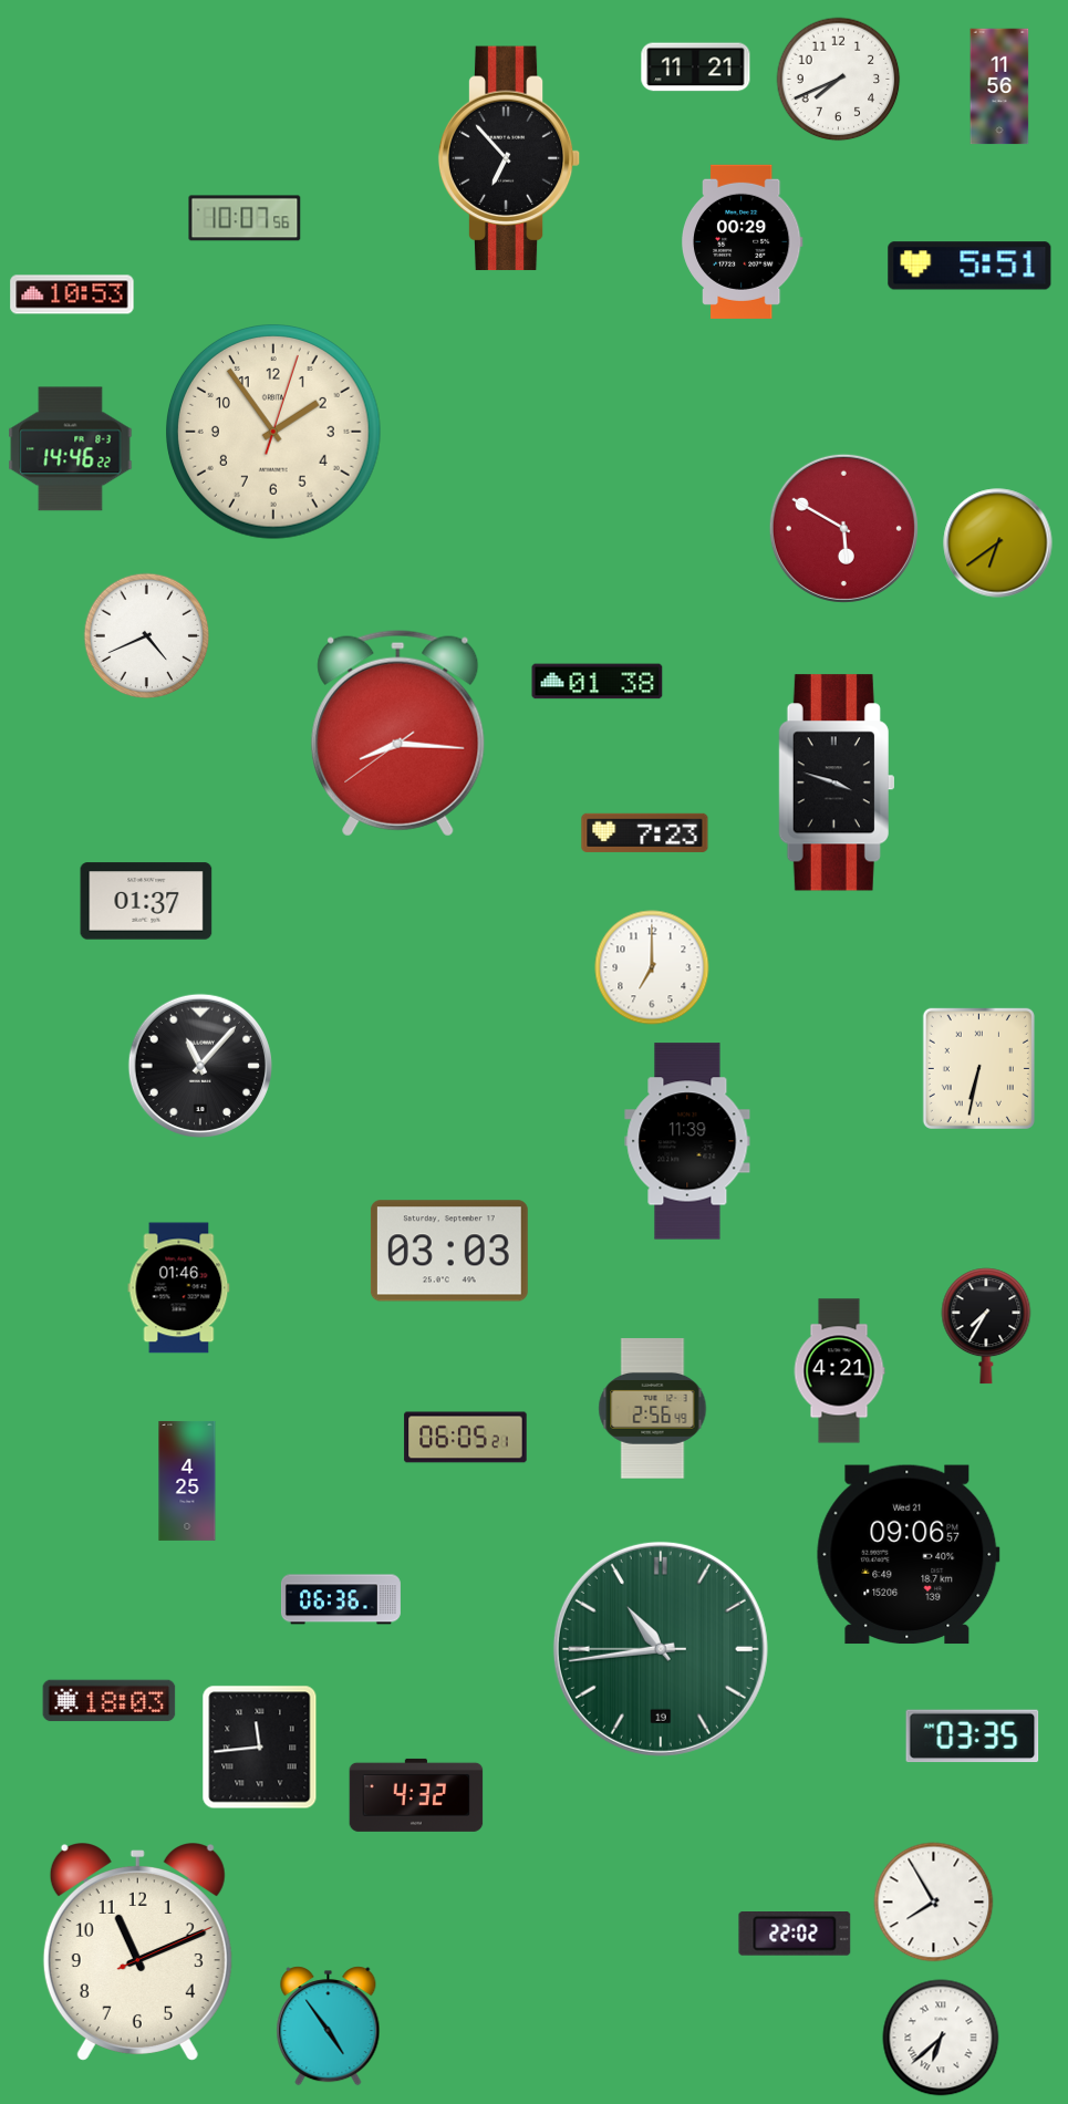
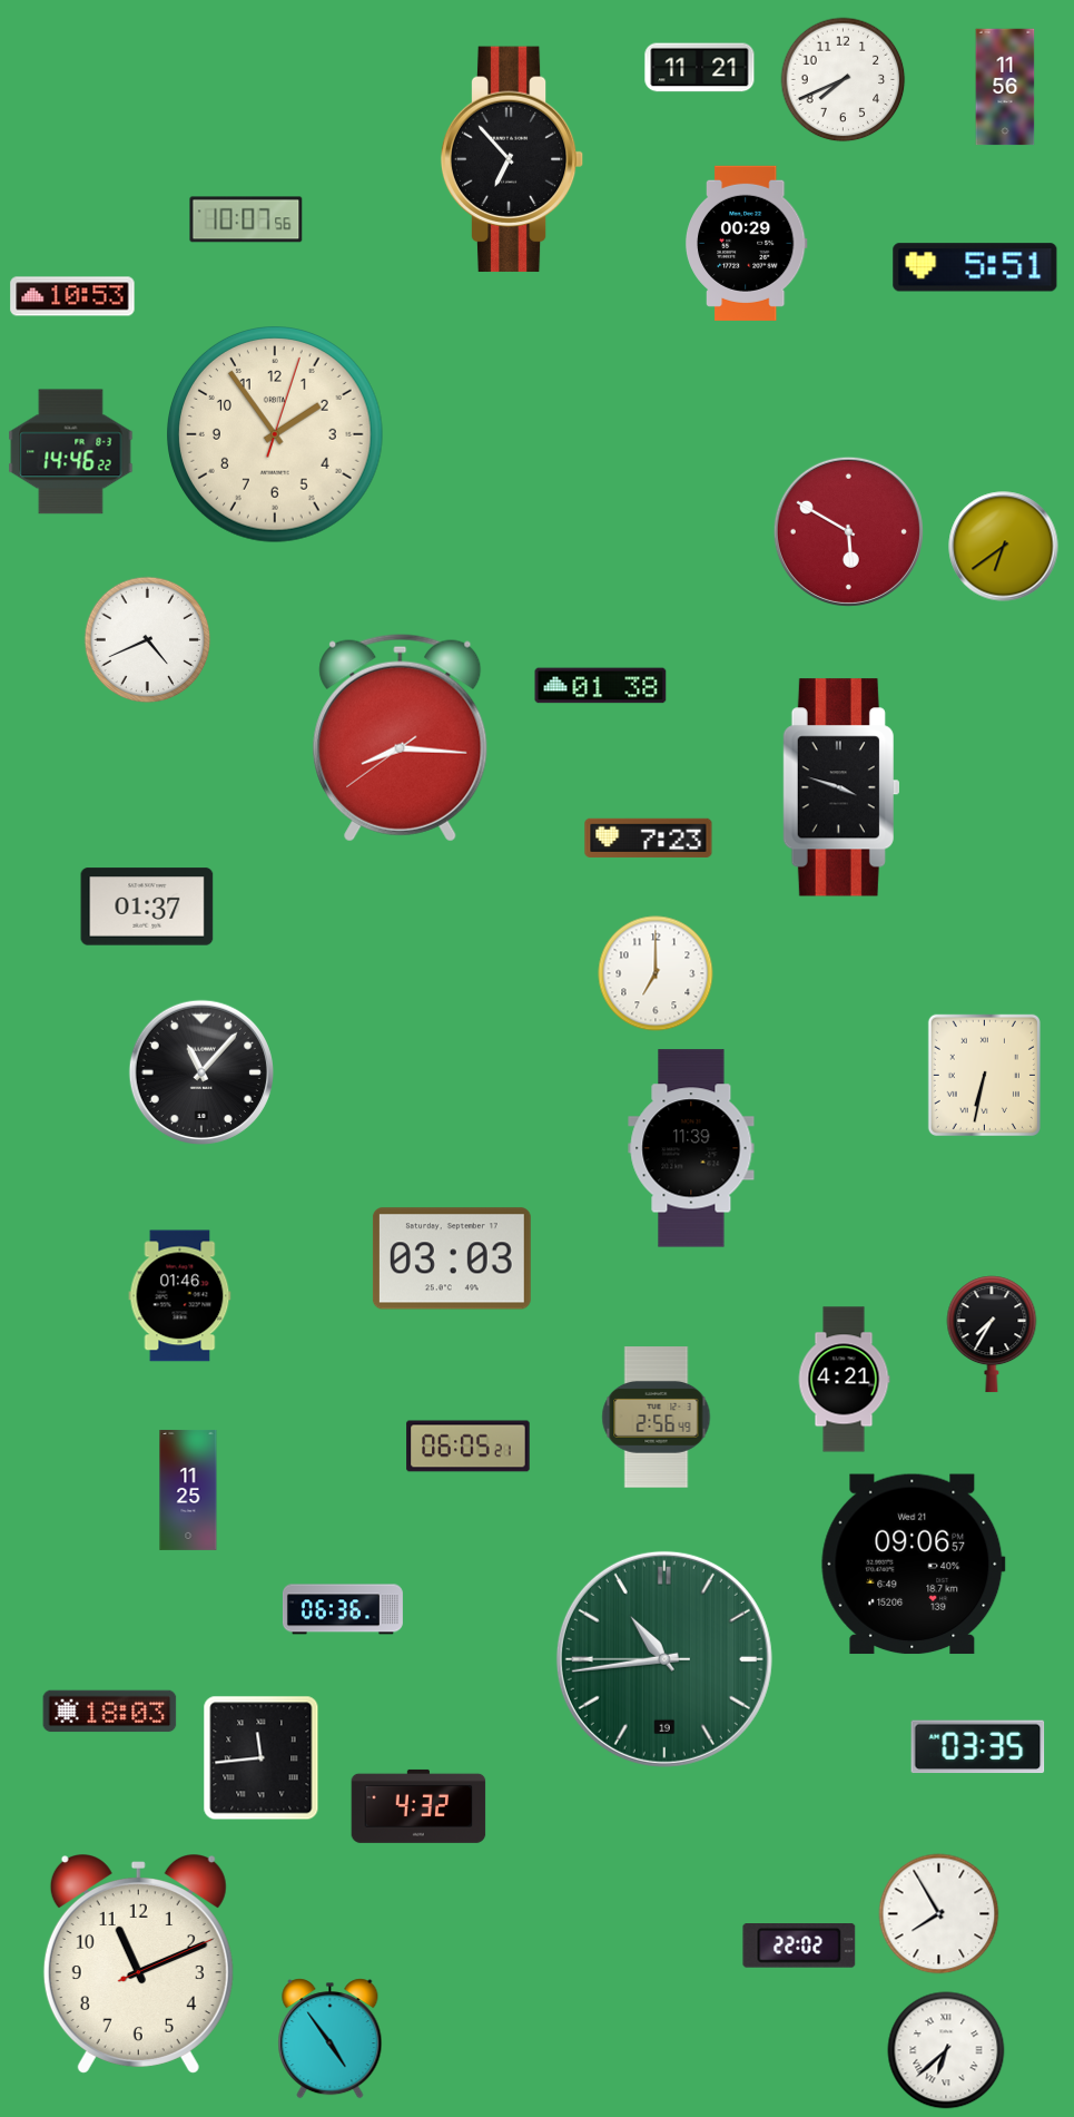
clock at (187, 1481): 4:25 -> 11:25
